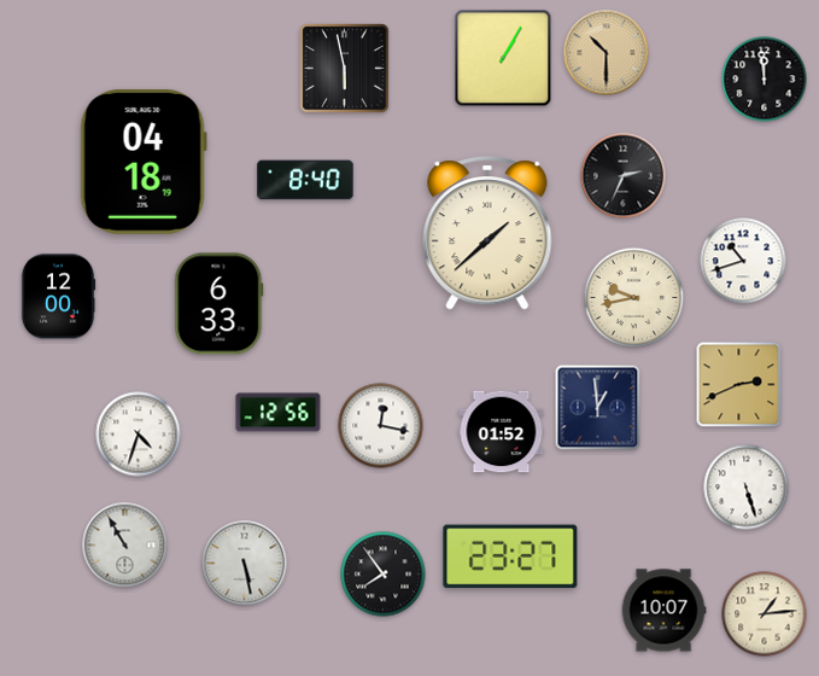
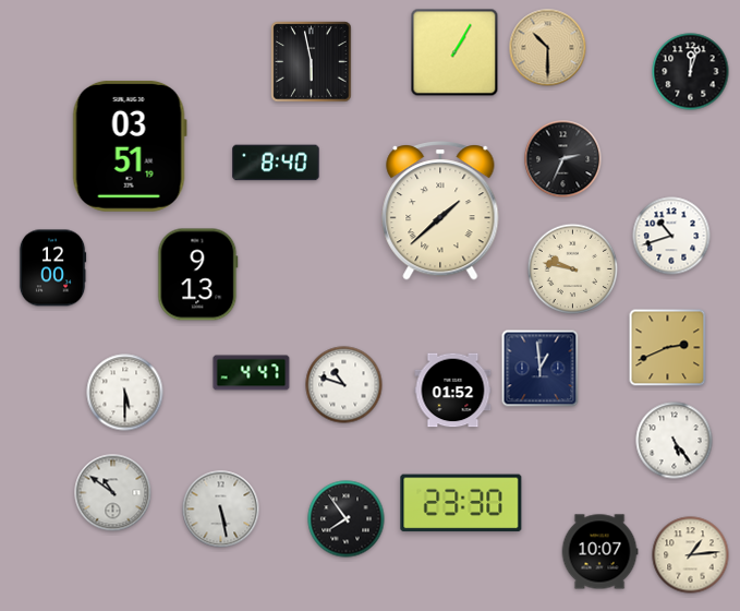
clock at (765, 80): 11:59 -> 12:03
clock at (144, 162): 04:18 -> 03:51
clock at (634, 298): 9:43 -> 9:47
clock at (220, 304): 6:33 -> 9:13
clock at (279, 413): 12:56 -> 4:47
clock at (381, 426): 12:17 -> 10:48
clock at (139, 435): 4:33 -> 5:30
clock at (747, 488): 5:27 -> 5:24
clock at (125, 546): 10:55 -> 10:51
clock at (510, 556): 23:27 -> 23:30
